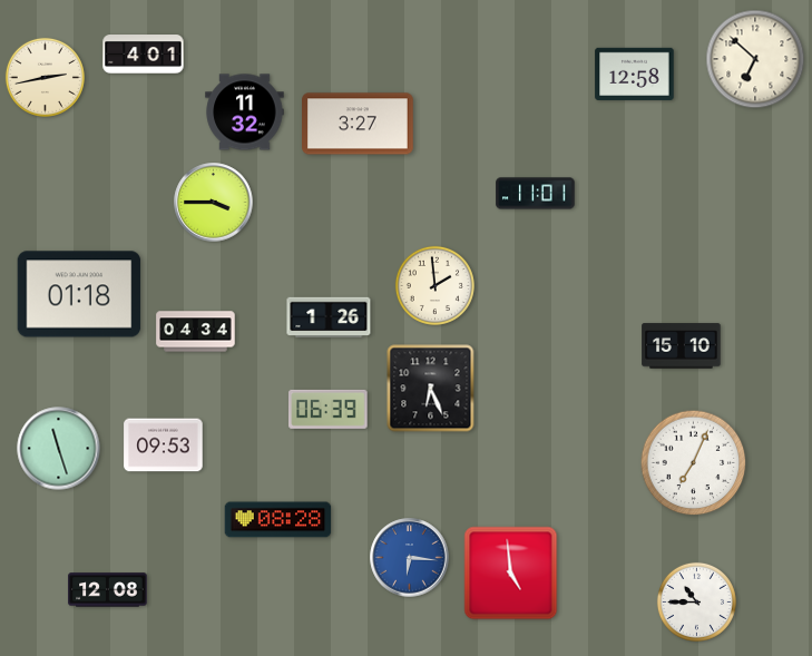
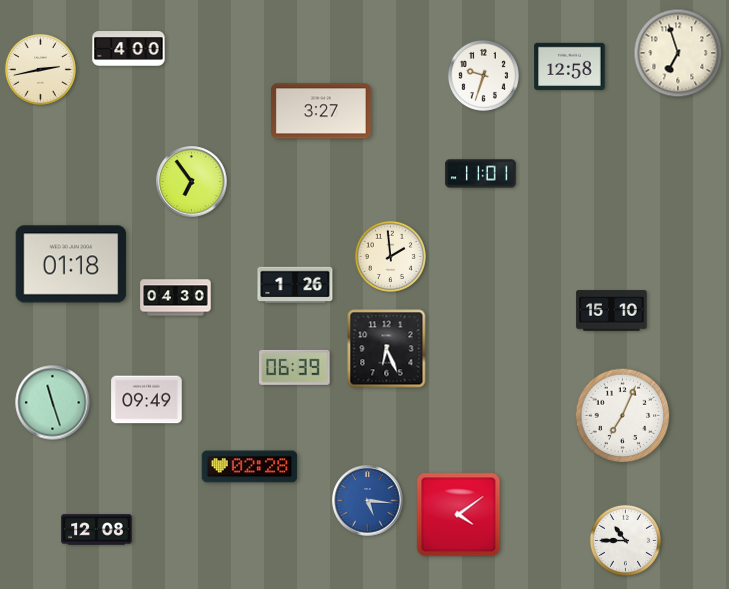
clock at (144, 55): 4:01 -> 4:00
clock at (755, 59): 6:52 -> 6:57
clock at (483, 75): none -> 9:33
clock at (245, 112): 11:32 -> none
clock at (214, 203): 3:45 -> 6:54
clock at (196, 332): 04:34 -> 04:30
clock at (164, 446): 09:53 -> 09:49
clock at (278, 520): 08:28 -> 02:28
clock at (410, 558): 6:16 -> 5:16
clock at (511, 574): 4:59 -> 4:09
